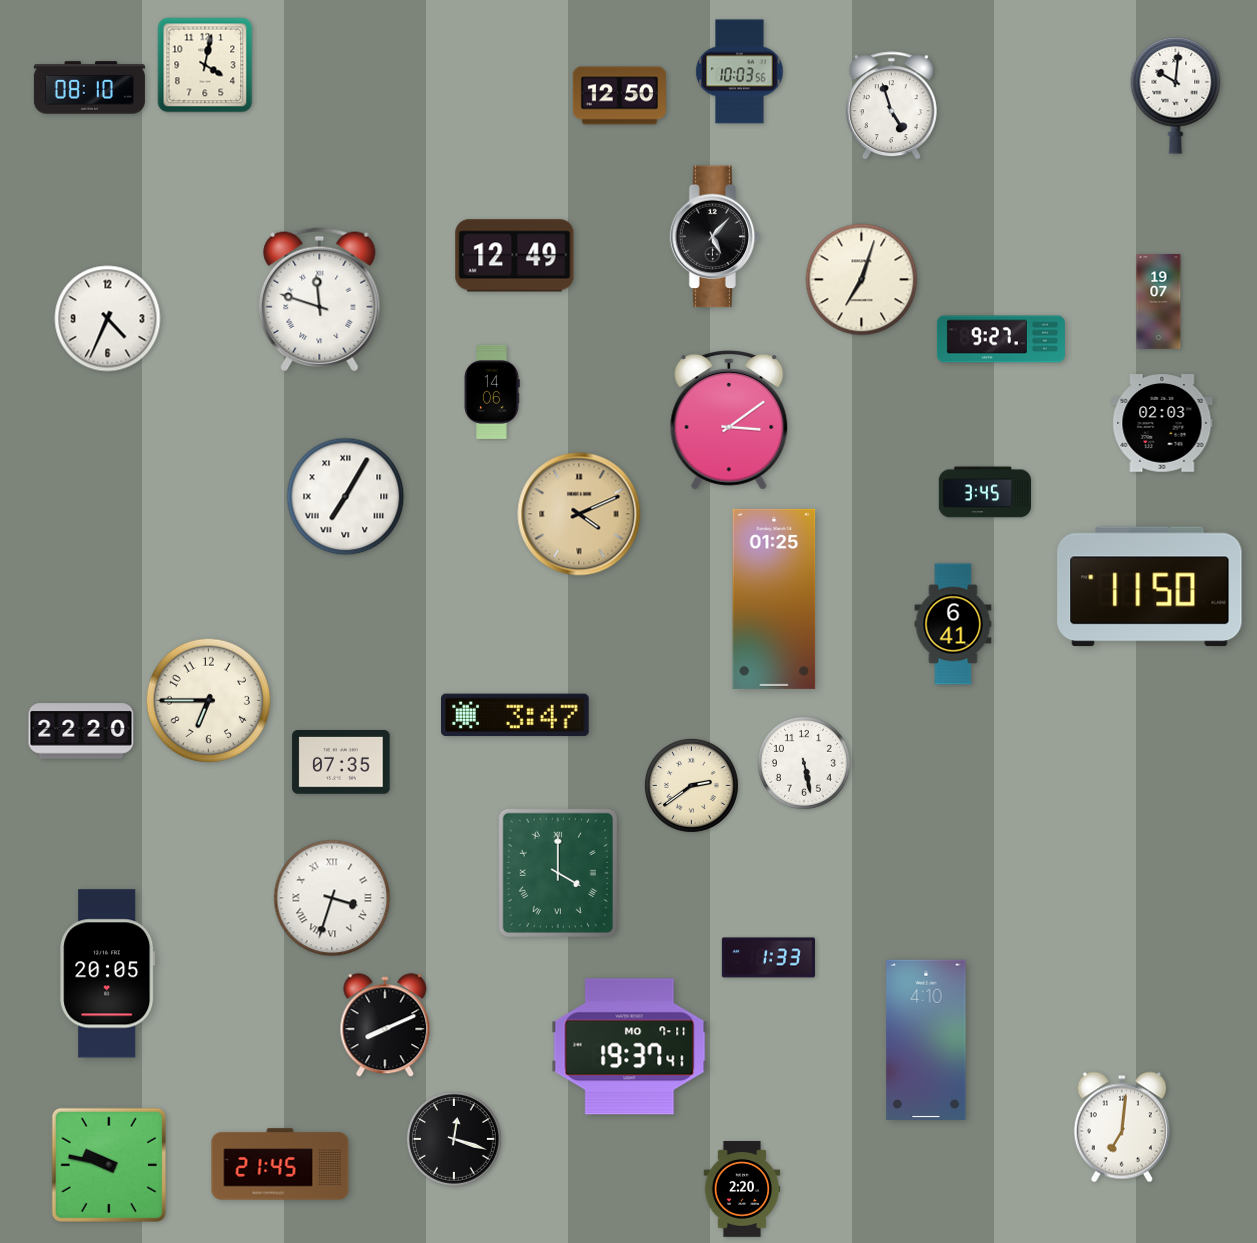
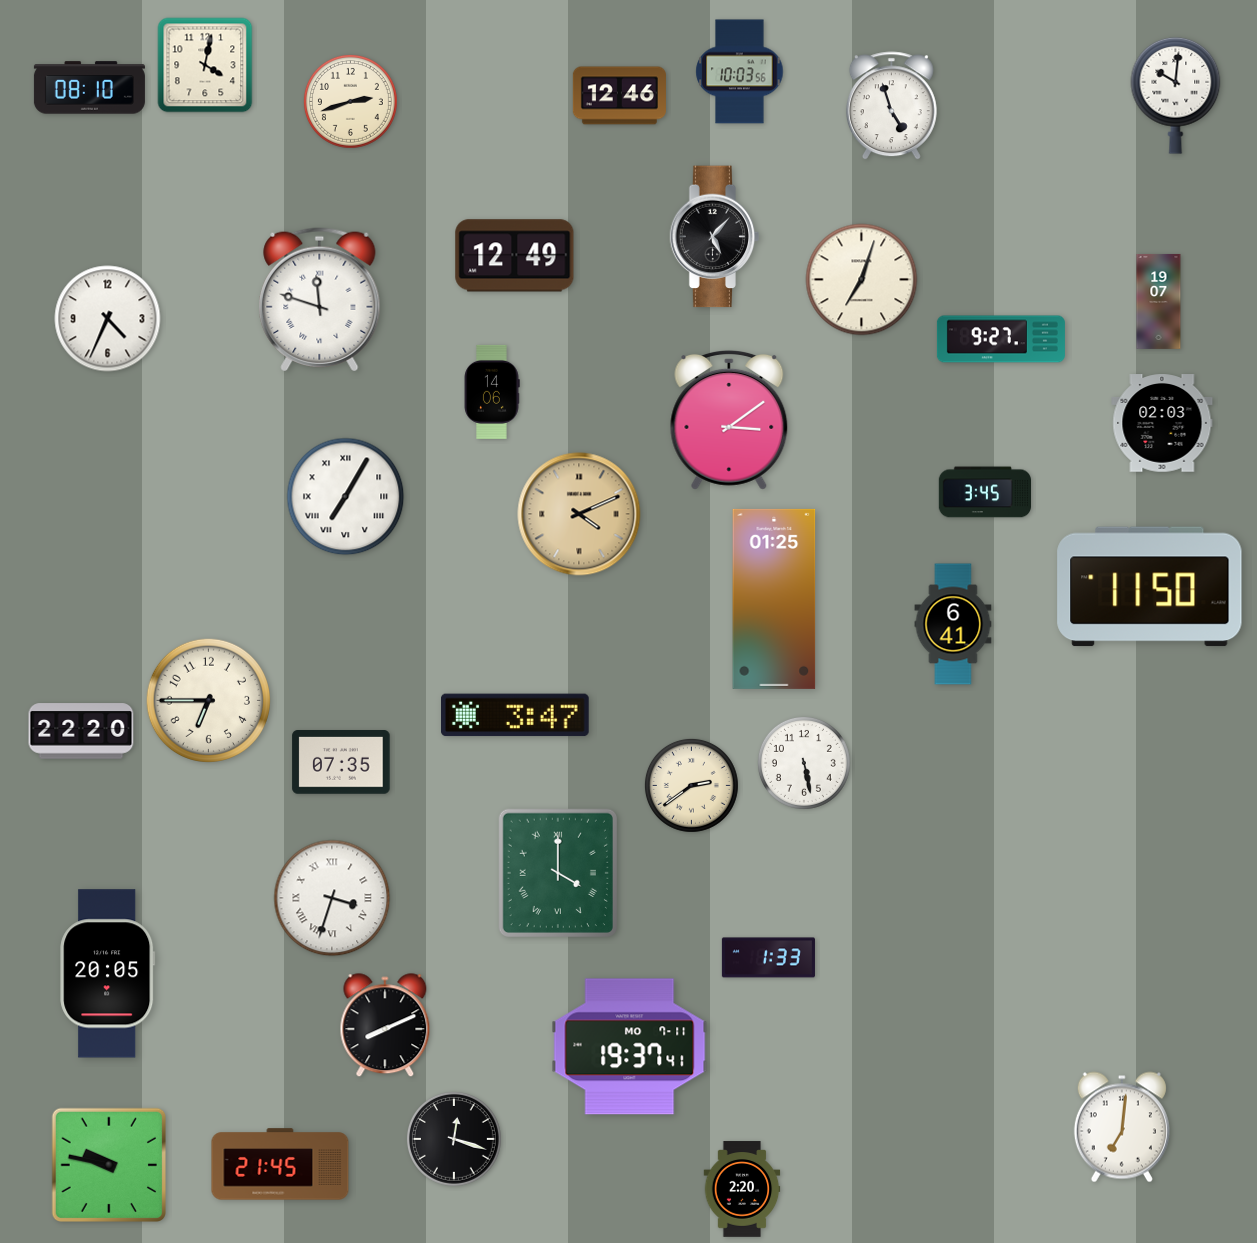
clock at (619, 96): 12:50 -> 12:46
clock at (350, 101): none -> 2:42
clock at (926, 1039): 4:10 -> none
